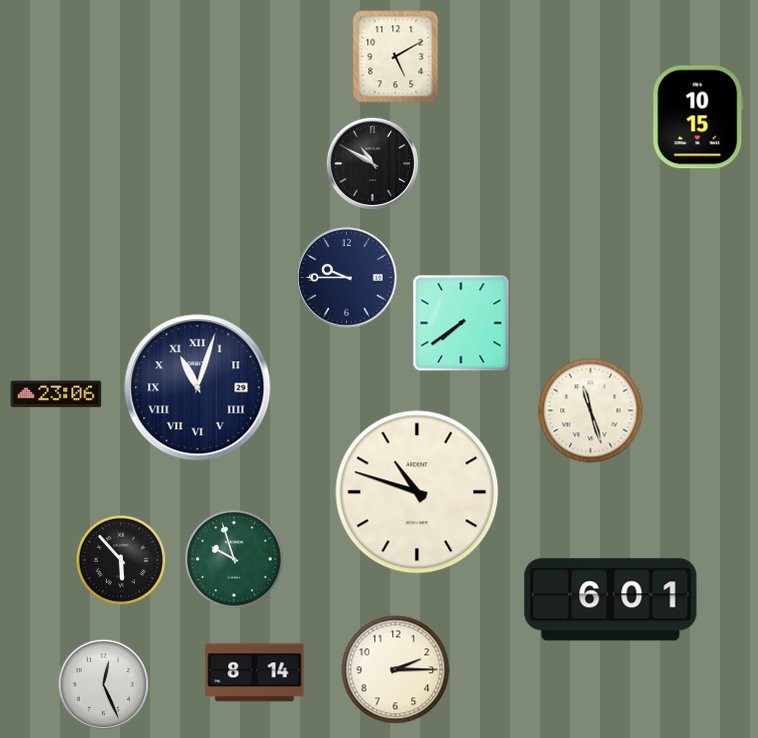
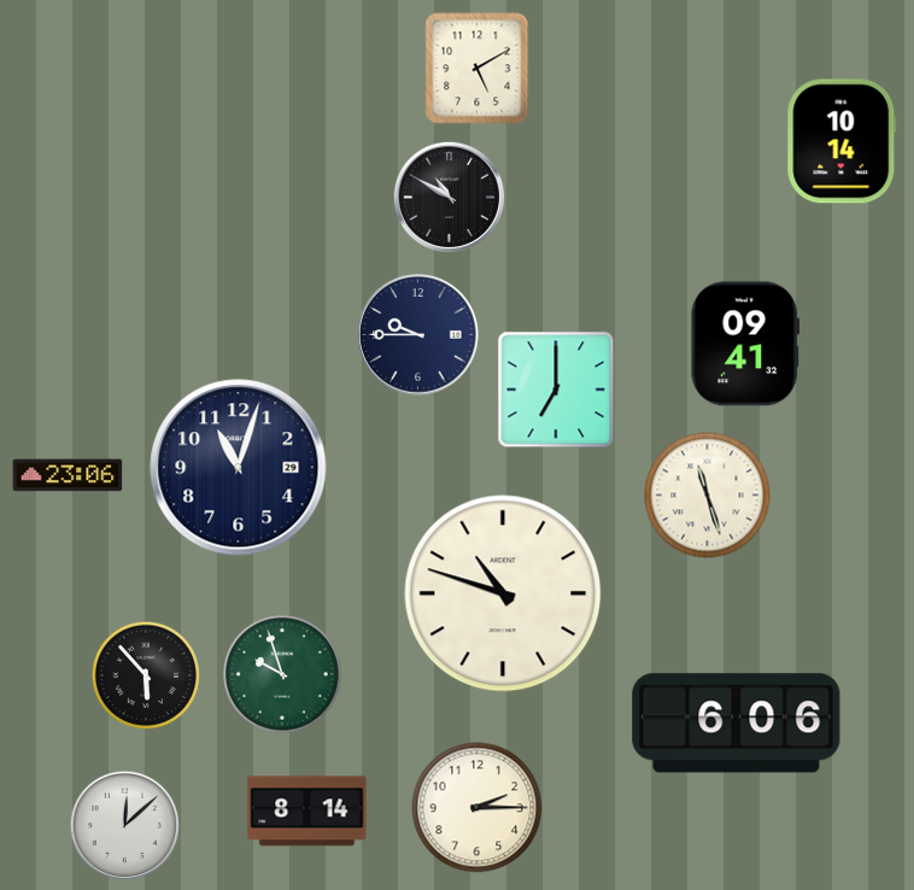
clock at (698, 117): 10:15 -> 10:14
clock at (745, 344): none -> 09:41
clock at (461, 323): 7:39 -> 7:00
clock at (198, 388) numerals: Roman -> Arabic
clock at (591, 411) position: (591, 411) -> (708, 496)
clock at (611, 600): 6:01 -> 6:06
clock at (103, 684): 12:26 -> 12:08
